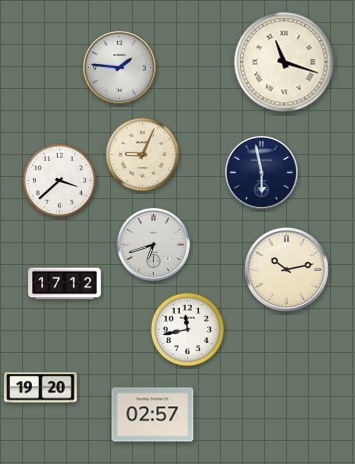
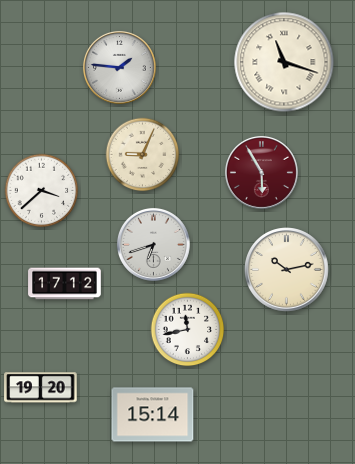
clock at (261, 172): 5:58 -> 5:55
clock at (261, 172) dial: navy -> burgundy
clock at (60, 181) position: (60, 181) -> (42, 191)
clock at (153, 415): 02:57 -> 15:14
